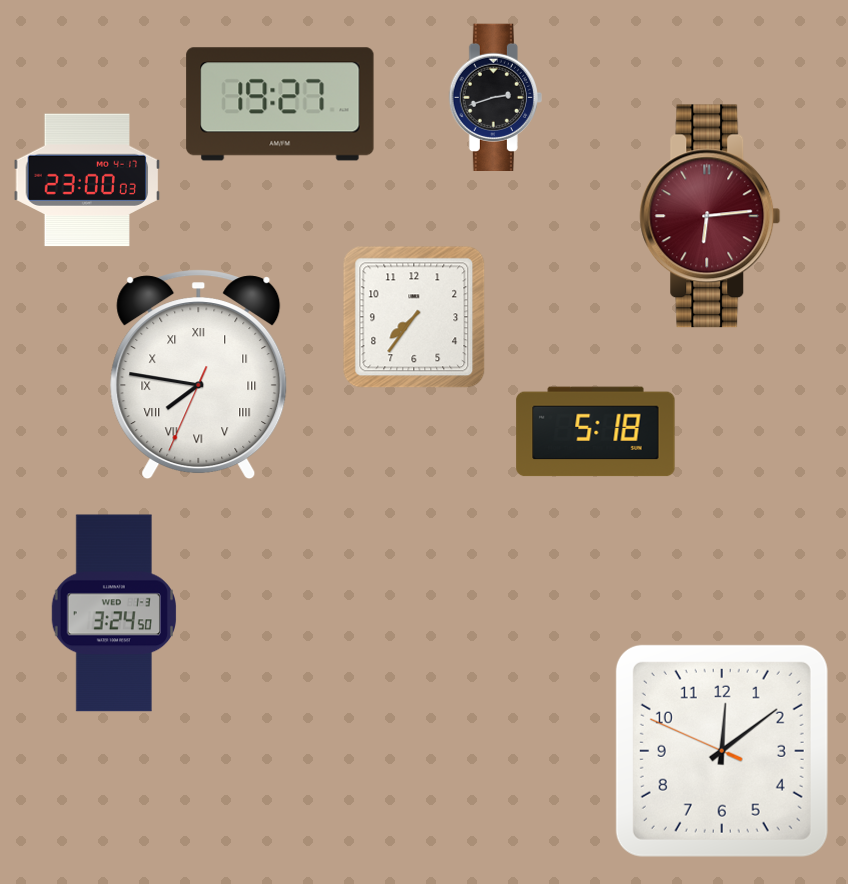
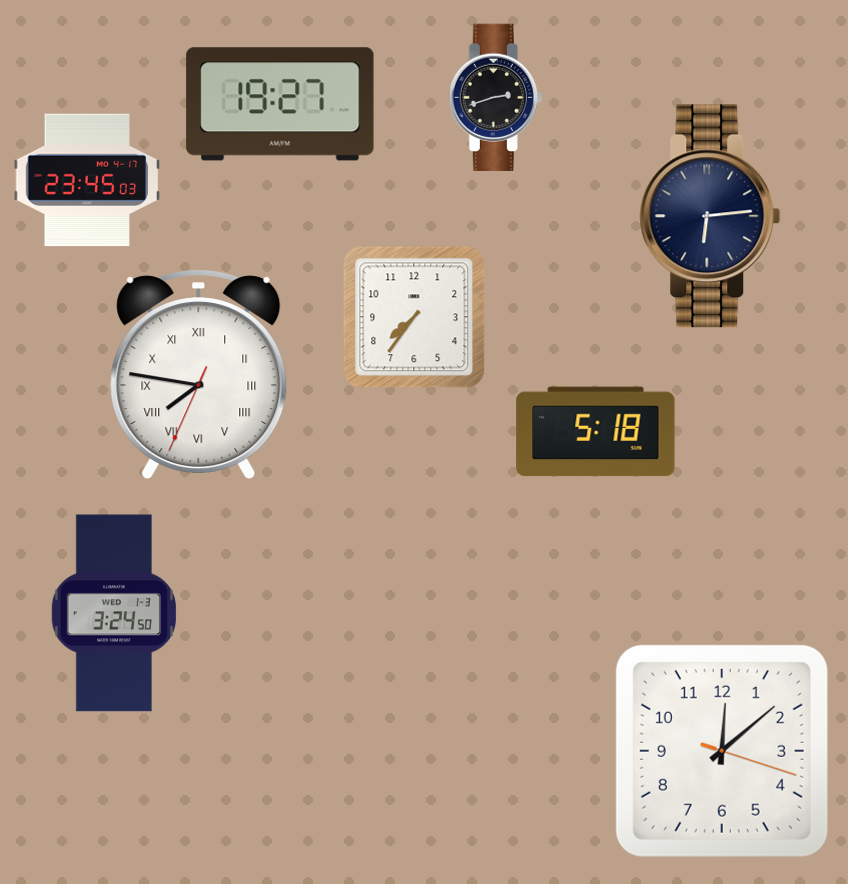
clock at (87, 180): 23:00 -> 23:45
clock at (710, 216) dial: burgundy -> navy
clock at (722, 751): 12:08:49 -> 12:08:18
